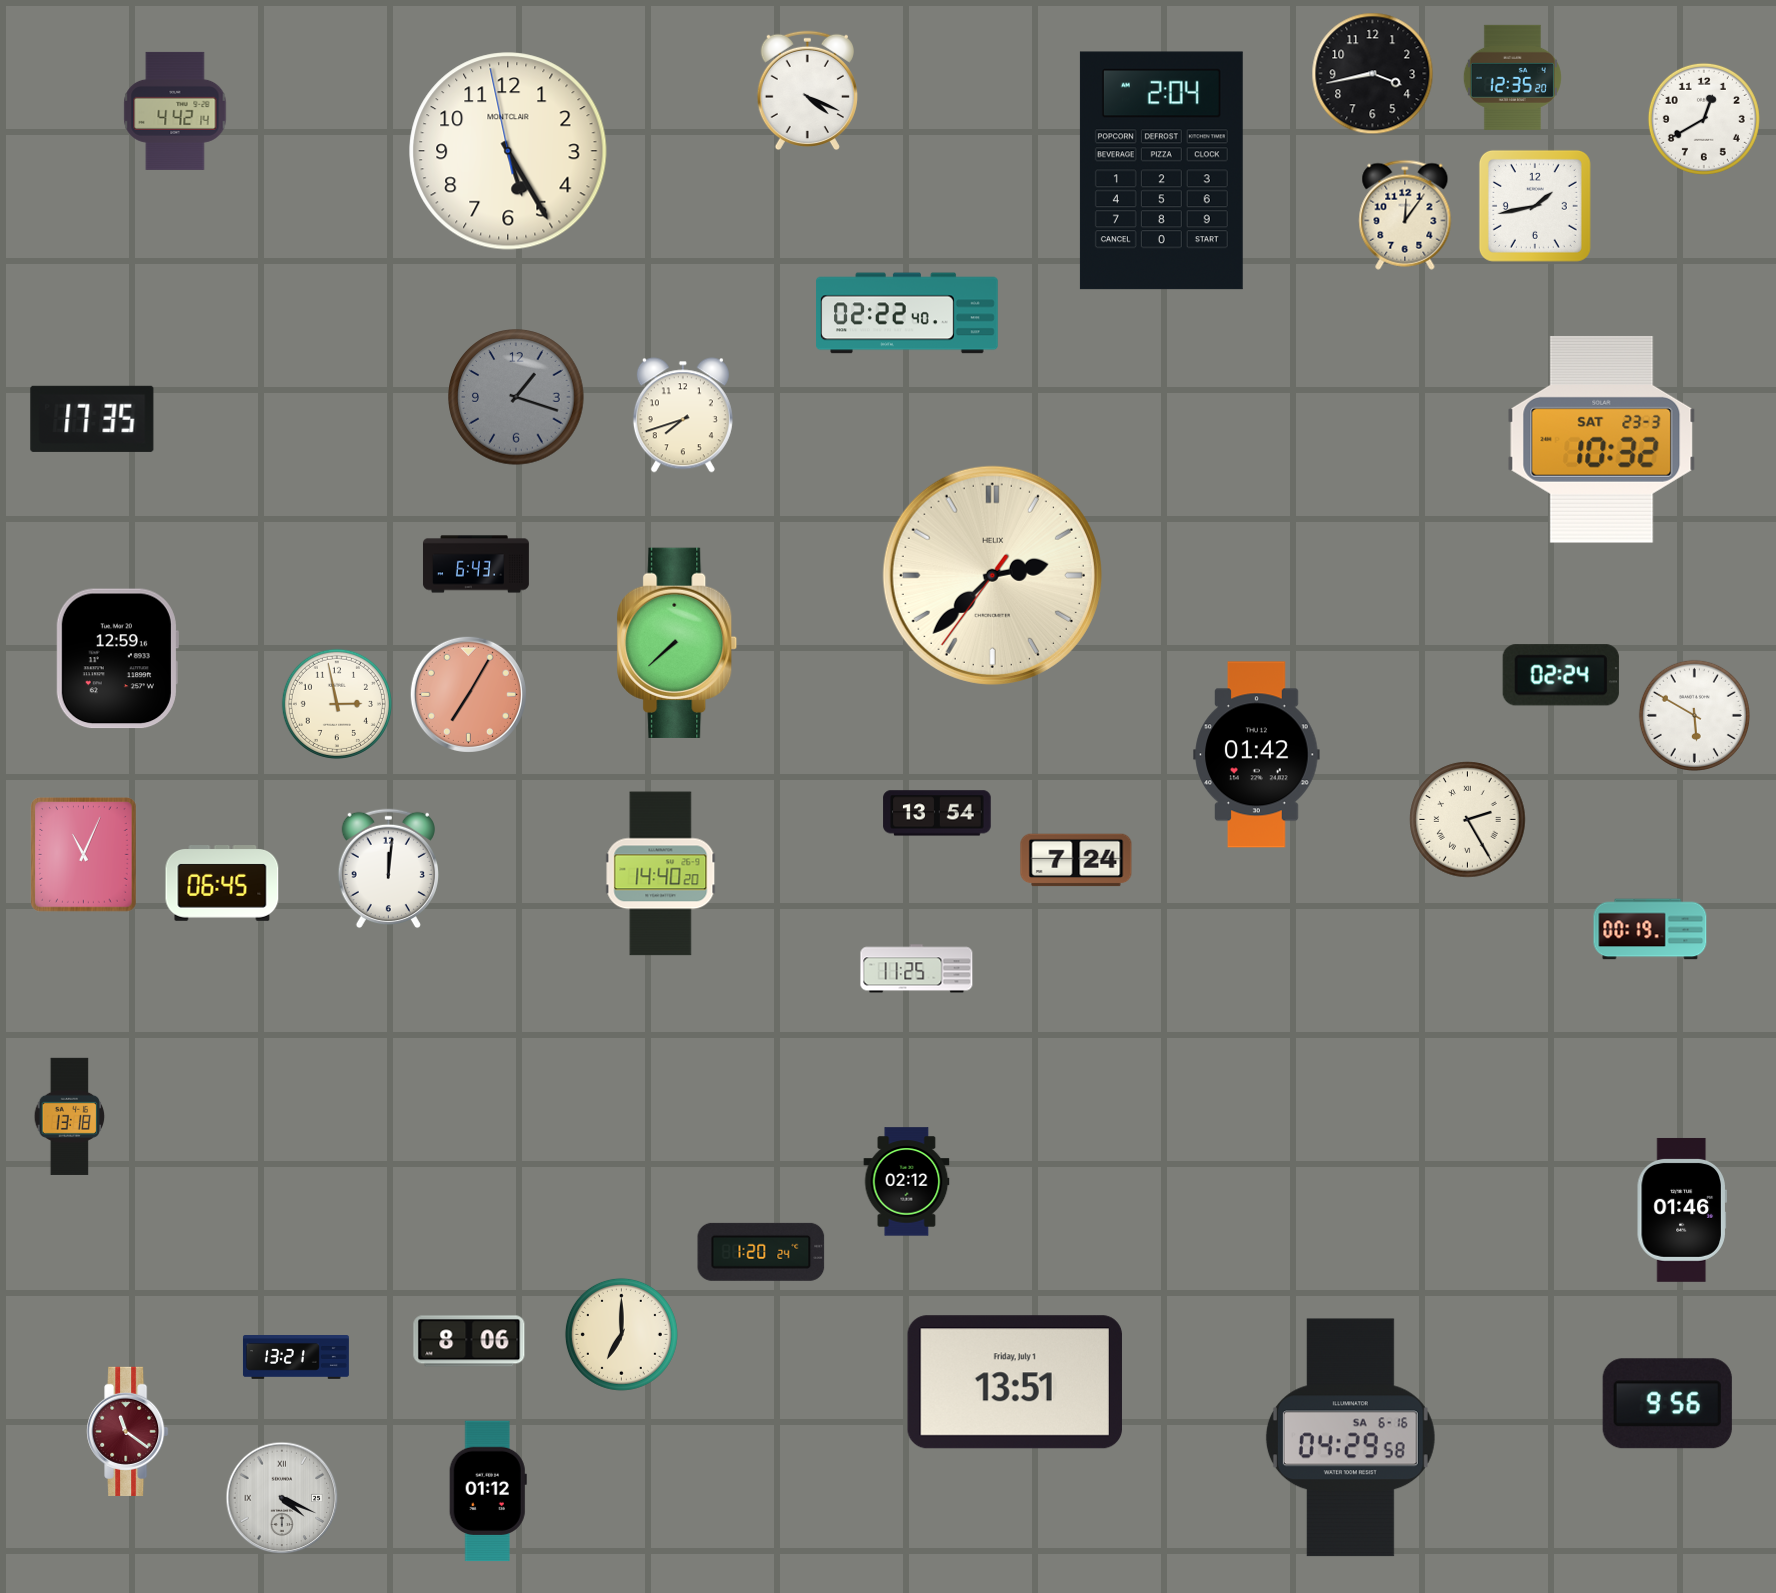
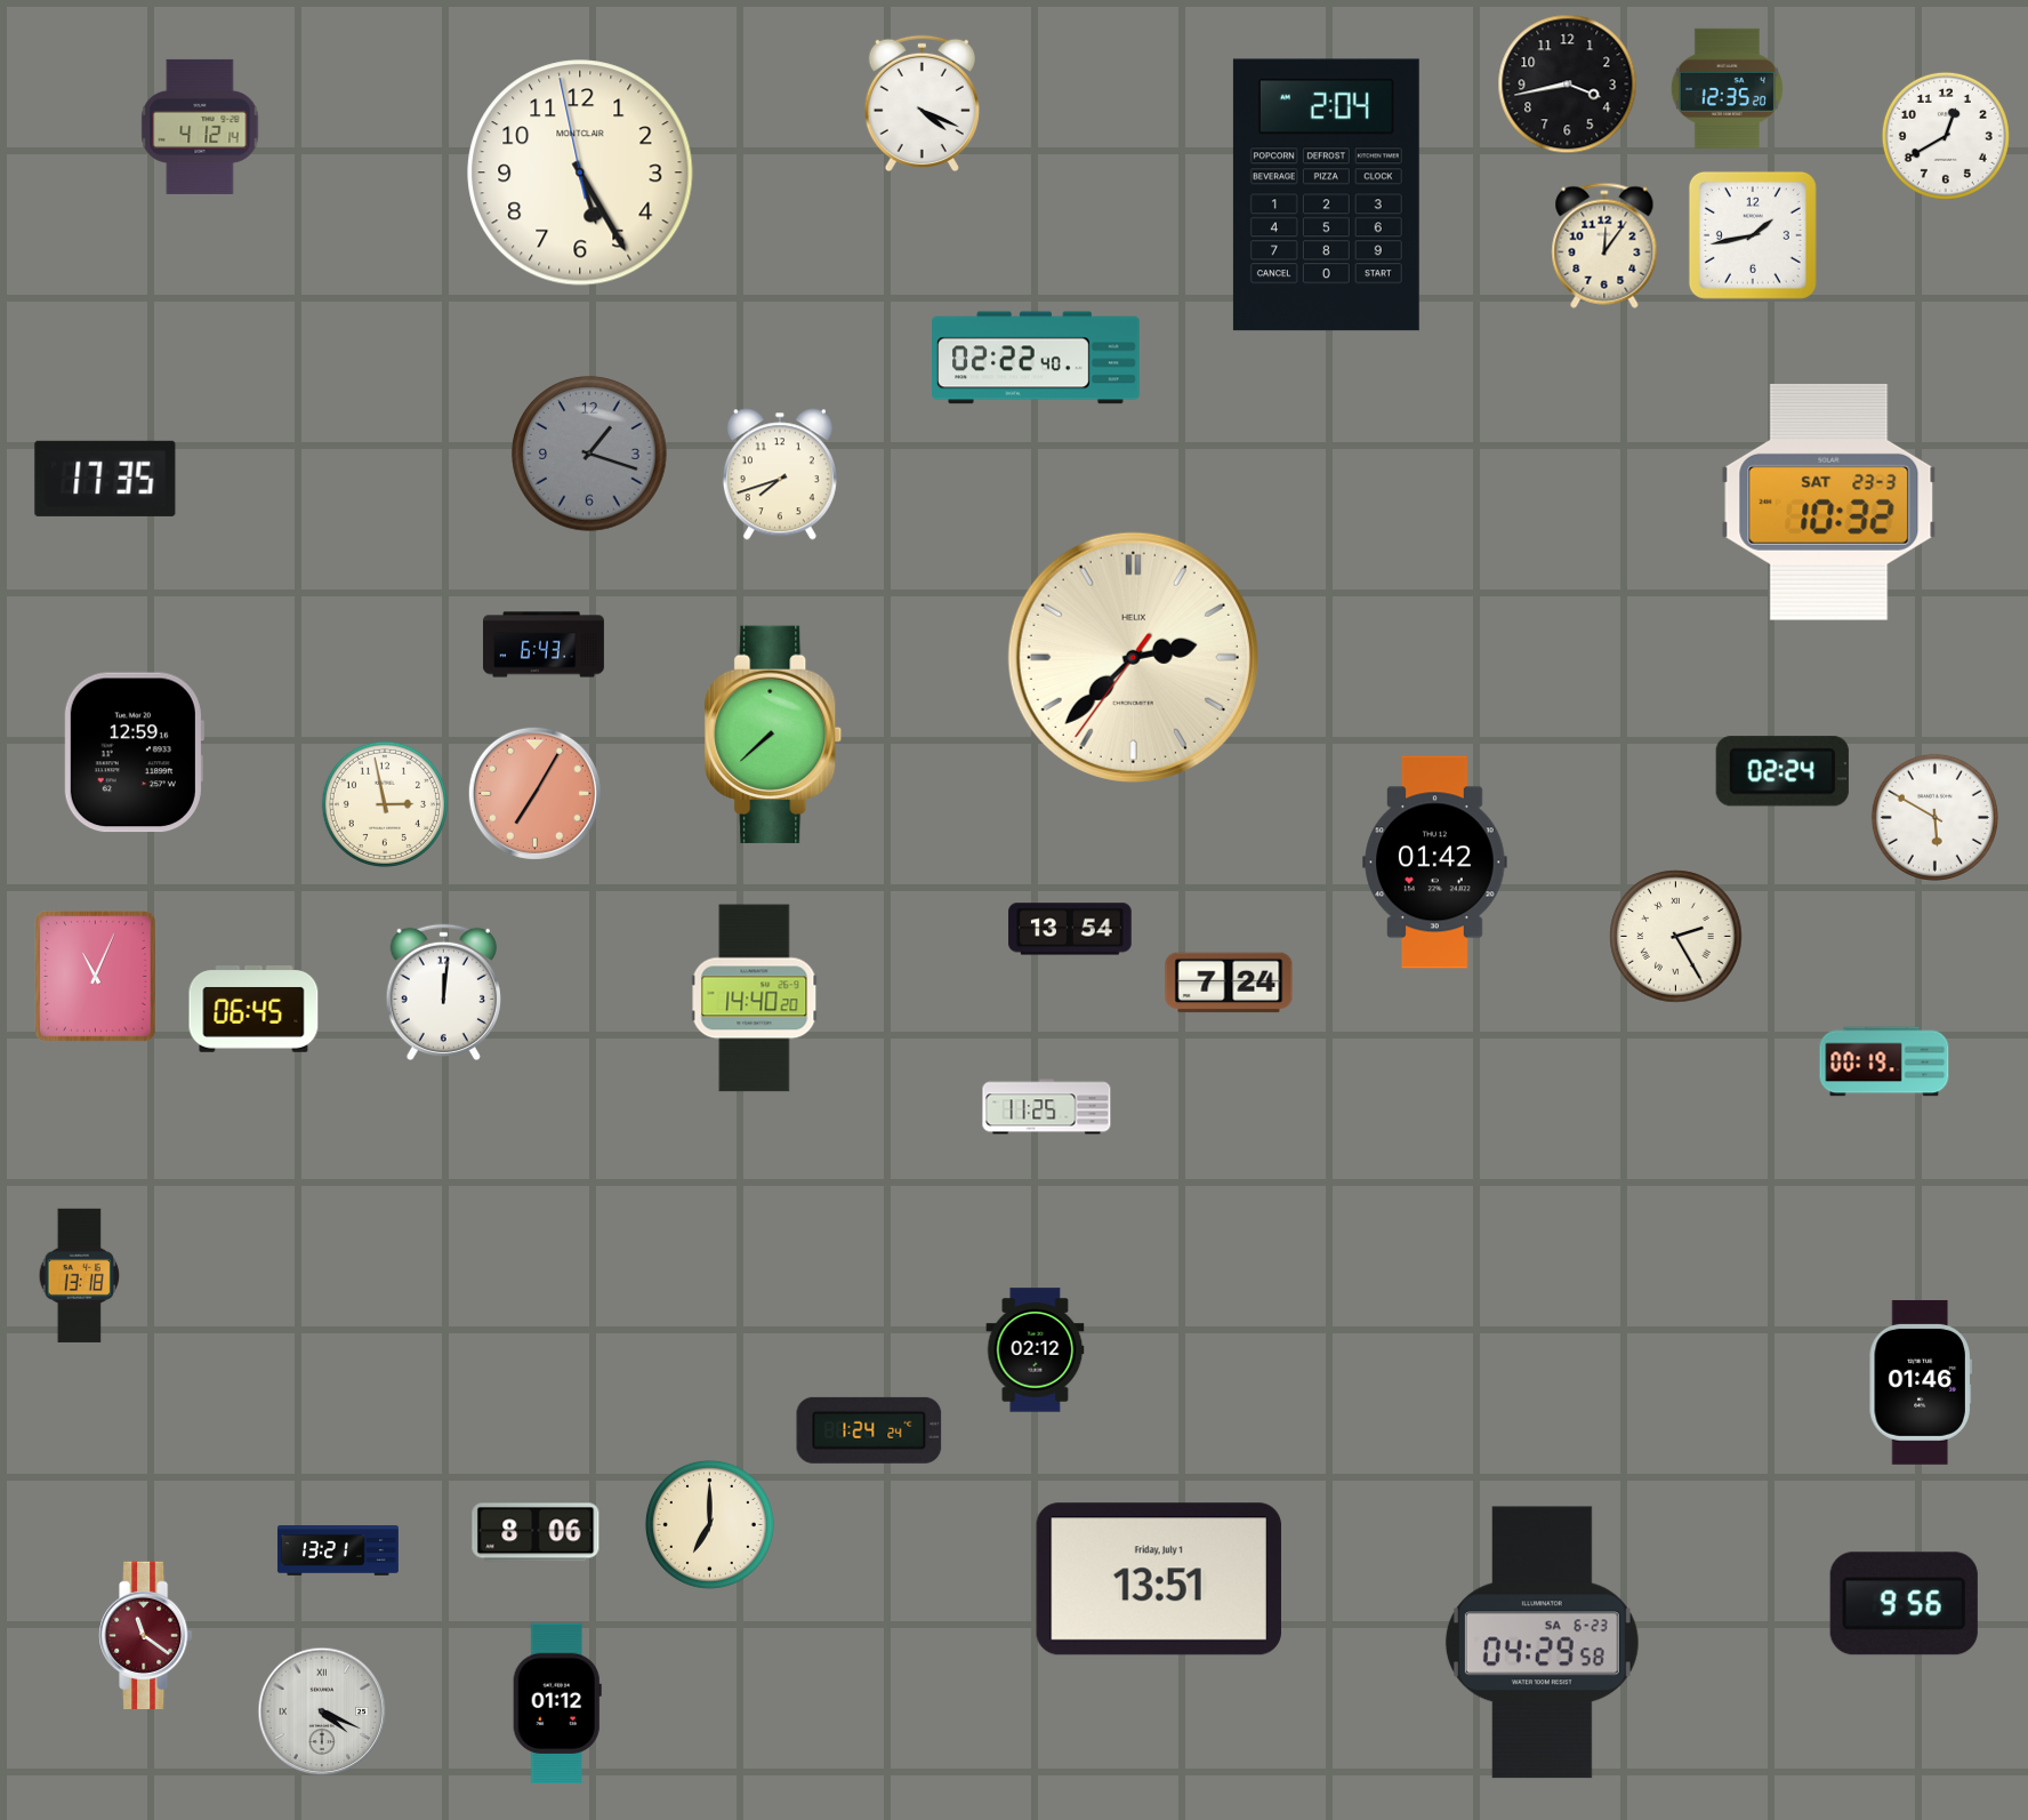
clock at (175, 111): 4:42 -> 4:12
clock at (761, 1252): 1:20 -> 1:24
clock at (1350, 1438) date: SA 6-16 -> SA 6-23
